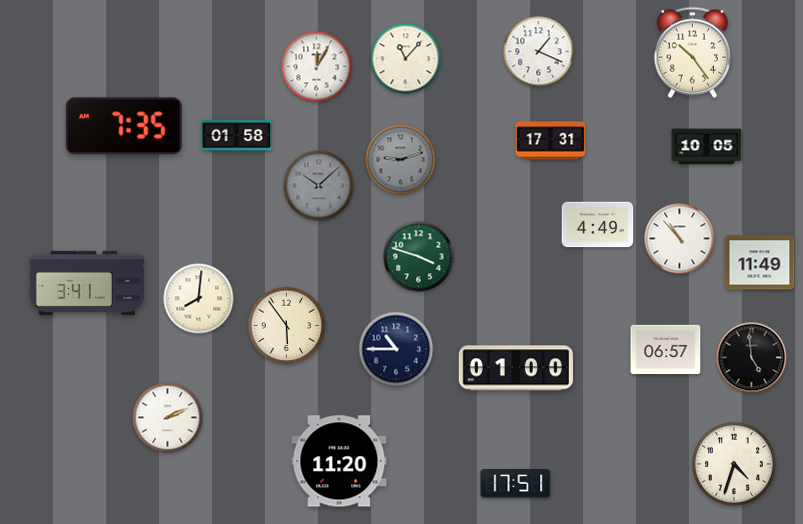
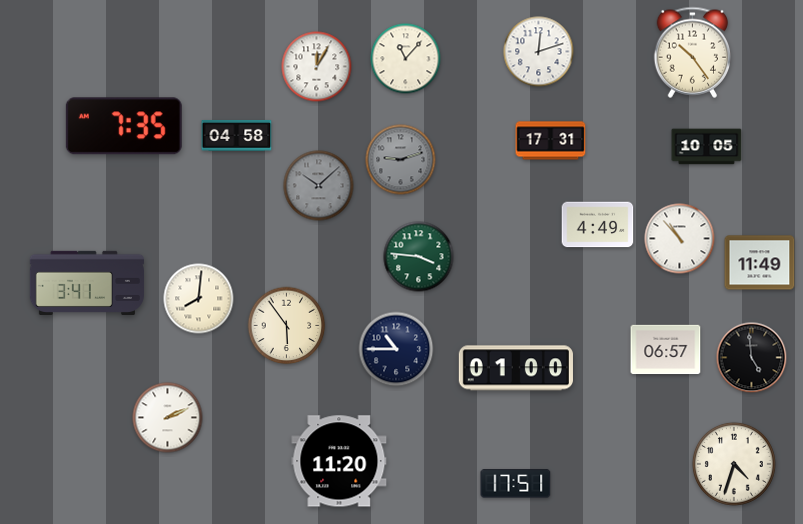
clock at (539, 52): 1:19 -> 12:12
clock at (237, 135): 01:58 -> 04:58
clock at (419, 257): 3:48 -> 3:46
